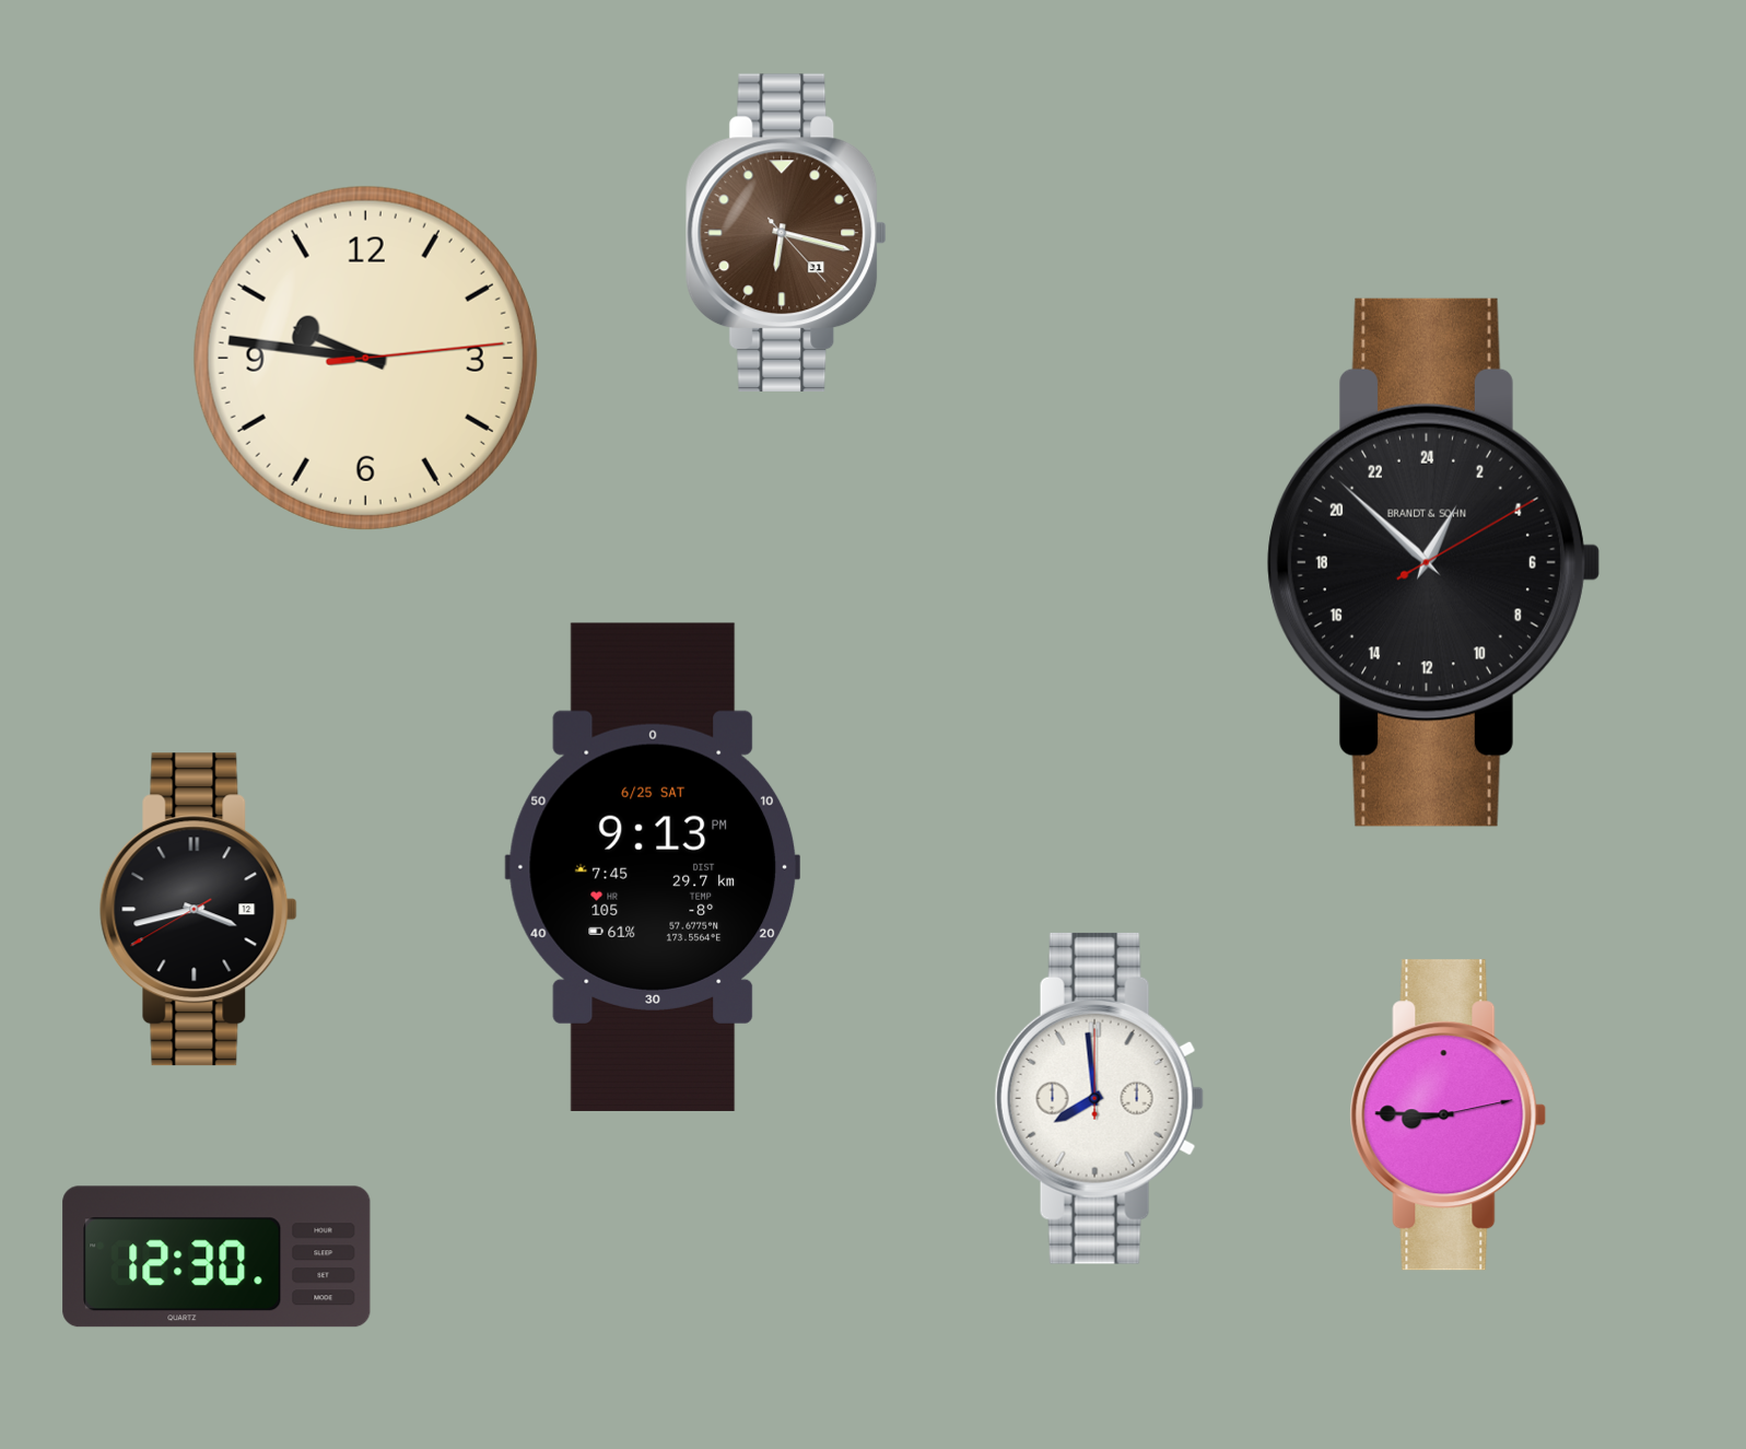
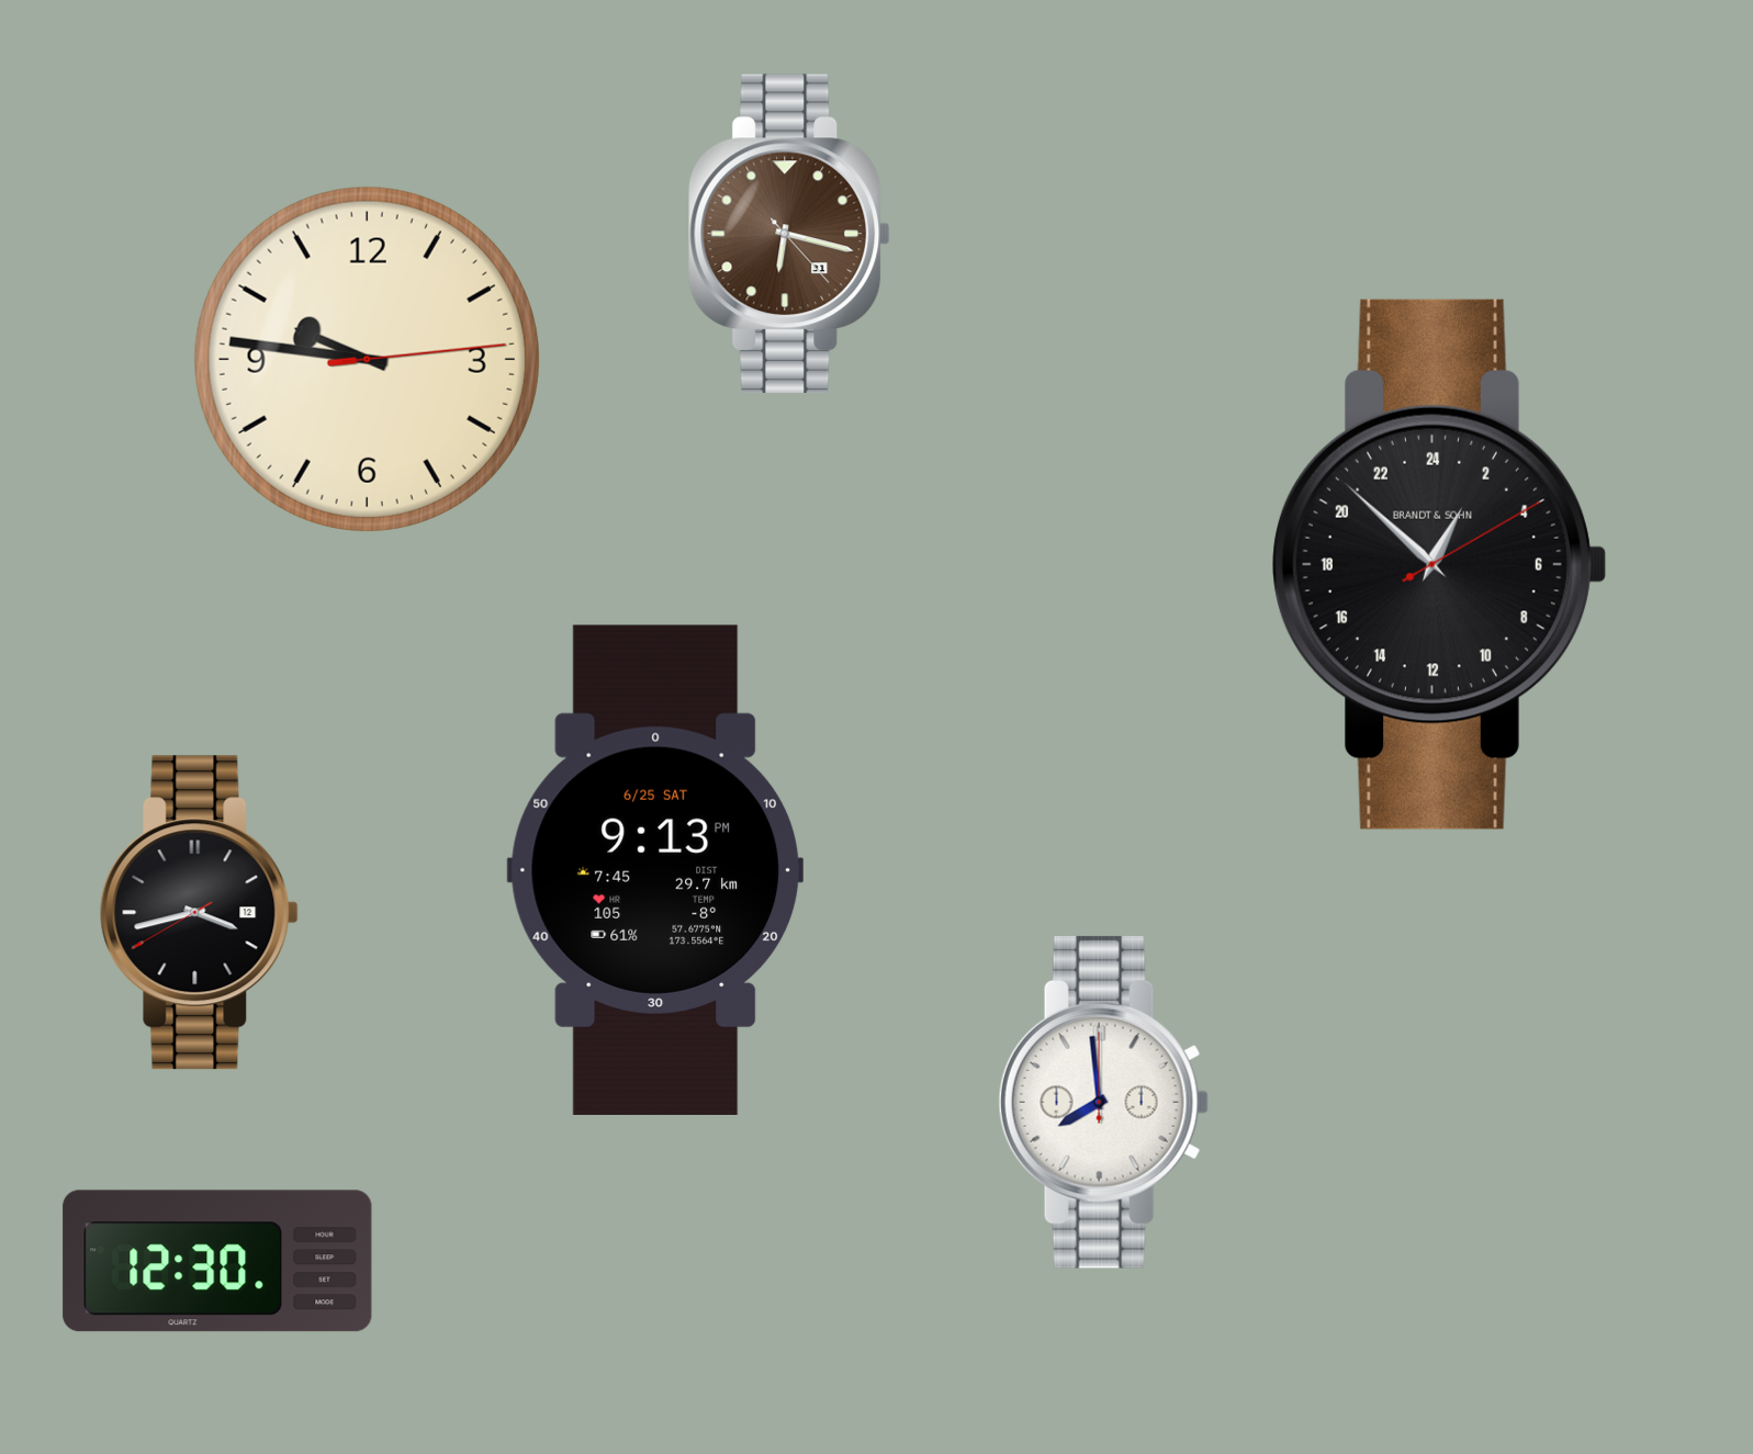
clock at (1449, 1115): 8:45 -> none
